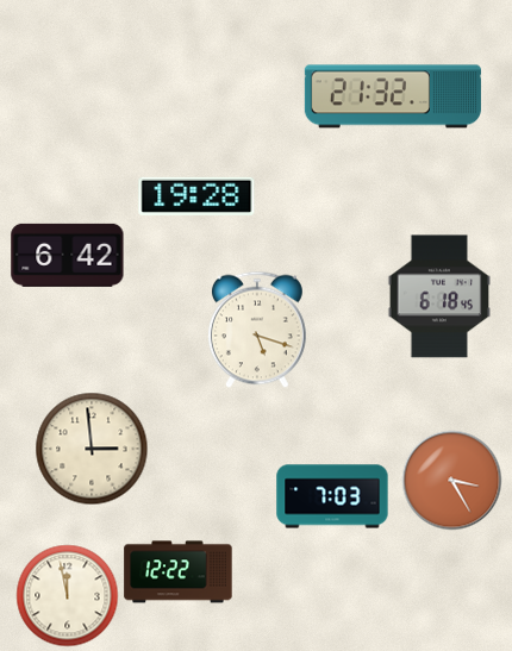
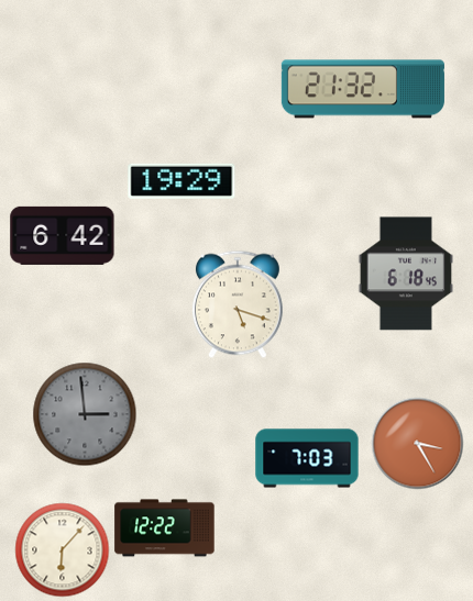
clock at (196, 196): 19:28 -> 19:29
clock at (92, 449) dial: cream -> grey
clock at (68, 596): 11:58 -> 6:07
